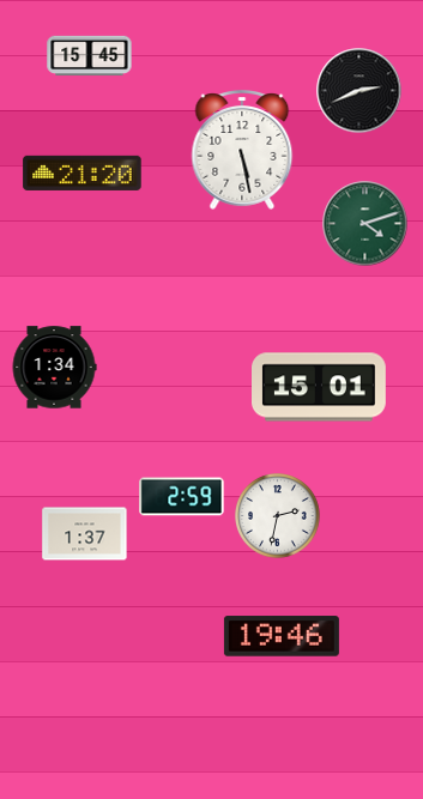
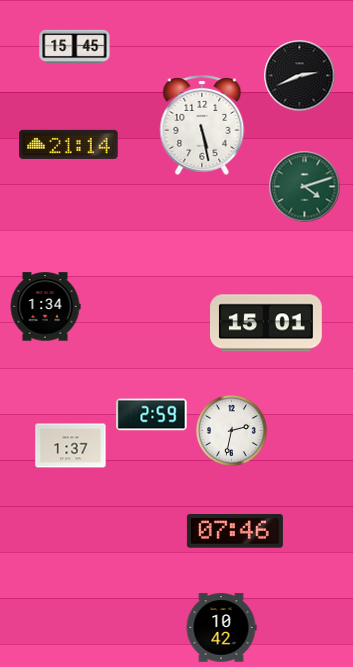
clock at (83, 172): 21:20 -> 21:14
clock at (282, 636): 19:46 -> 07:46
clock at (221, 628): none -> 10:42
